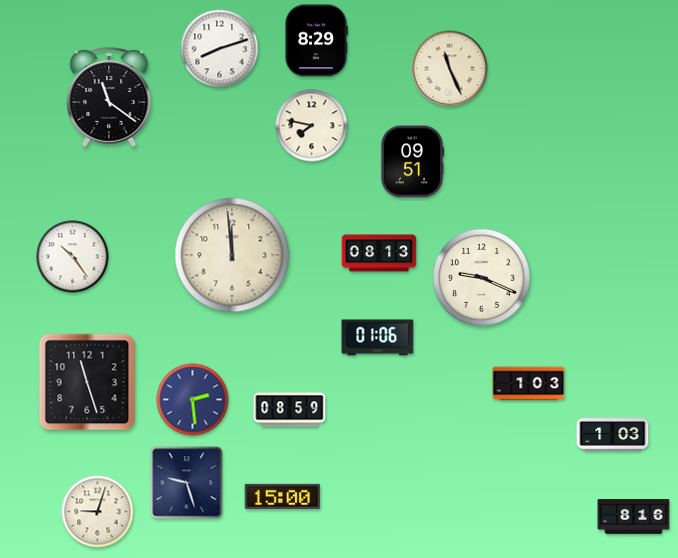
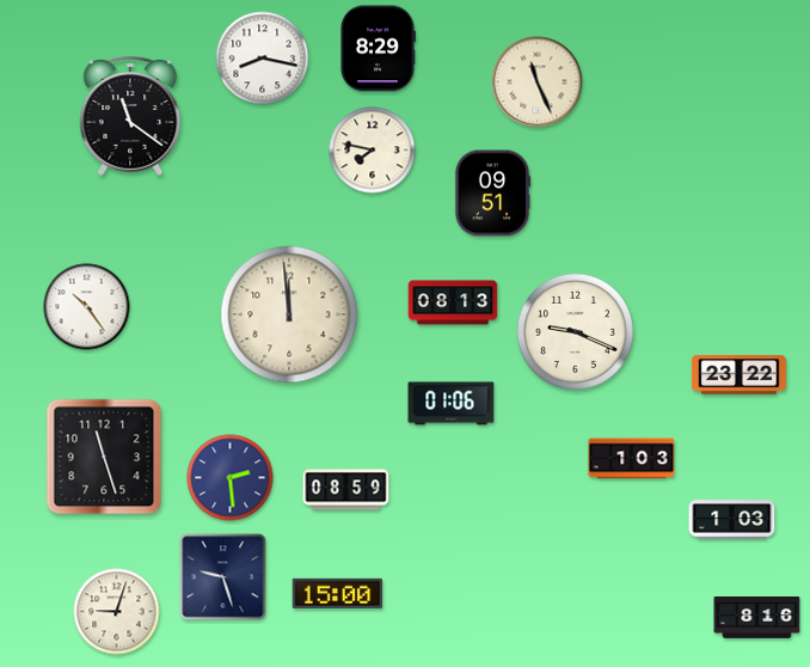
clock at (220, 49): 8:12 -> 8:17
clock at (232, 255) position: (232, 255) -> (289, 314)
clock at (738, 375): none -> 23:22
